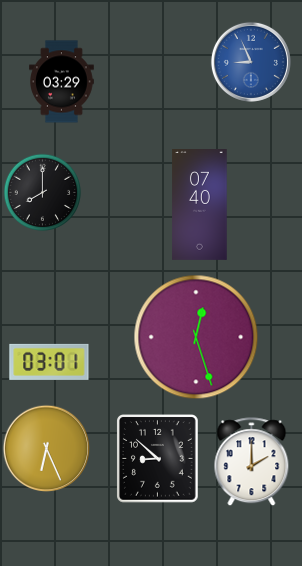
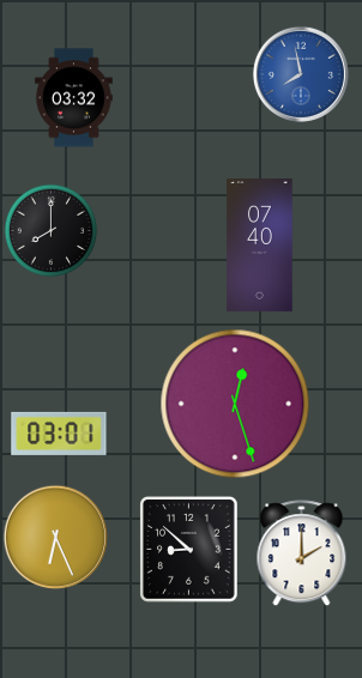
clock at (251, 62): 8:56 -> 7:58
clock at (62, 82): 03:29 -> 03:32
clock at (200, 205) position: (200, 205) -> (260, 246)
